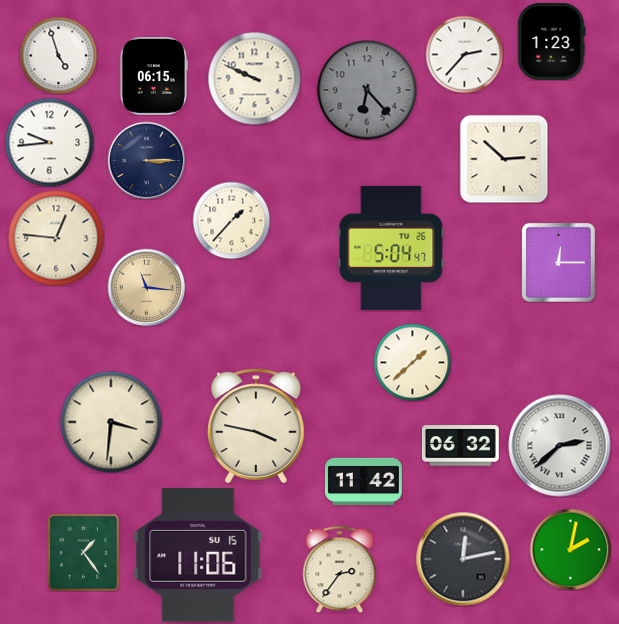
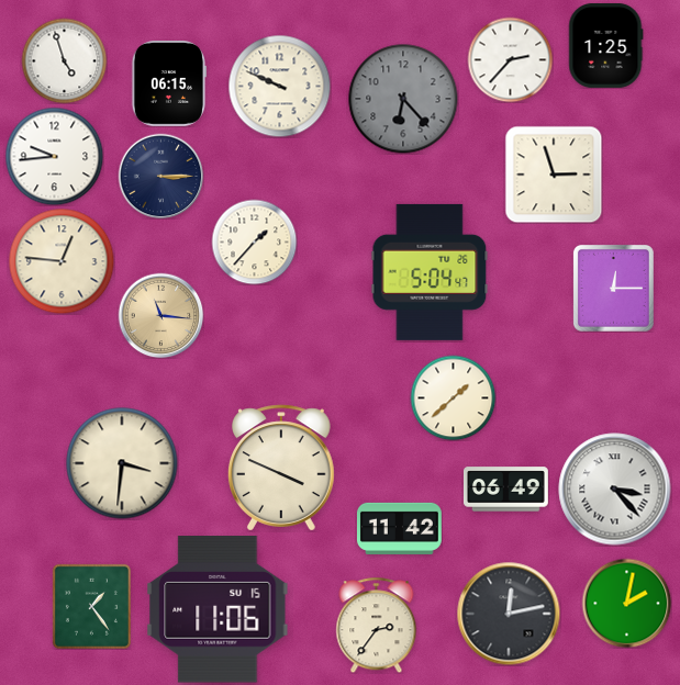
clock at (552, 41): 1:23 -> 1:25
clock at (504, 159): 2:52 -> 2:57
clock at (257, 426): 3:47 -> 3:49
clock at (460, 446): 06:32 -> 06:49
clock at (560, 446): 2:38 -> 3:23
clock at (340, 569) position: (340, 569) -> (377, 625)
